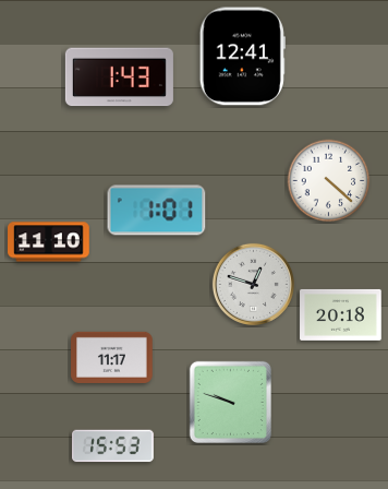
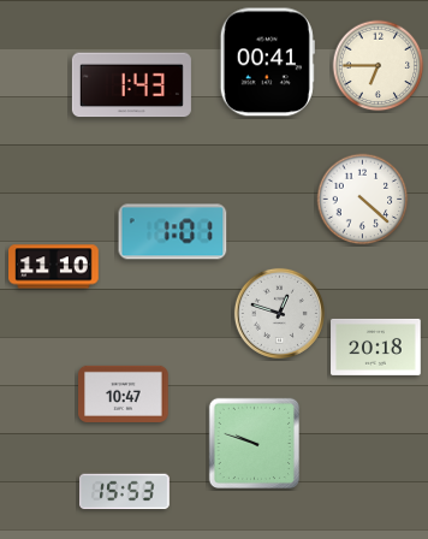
clock at (242, 57): 12:41 -> 00:41
clock at (379, 66): none -> 6:45
clock at (112, 357): 11:17 -> 10:47
